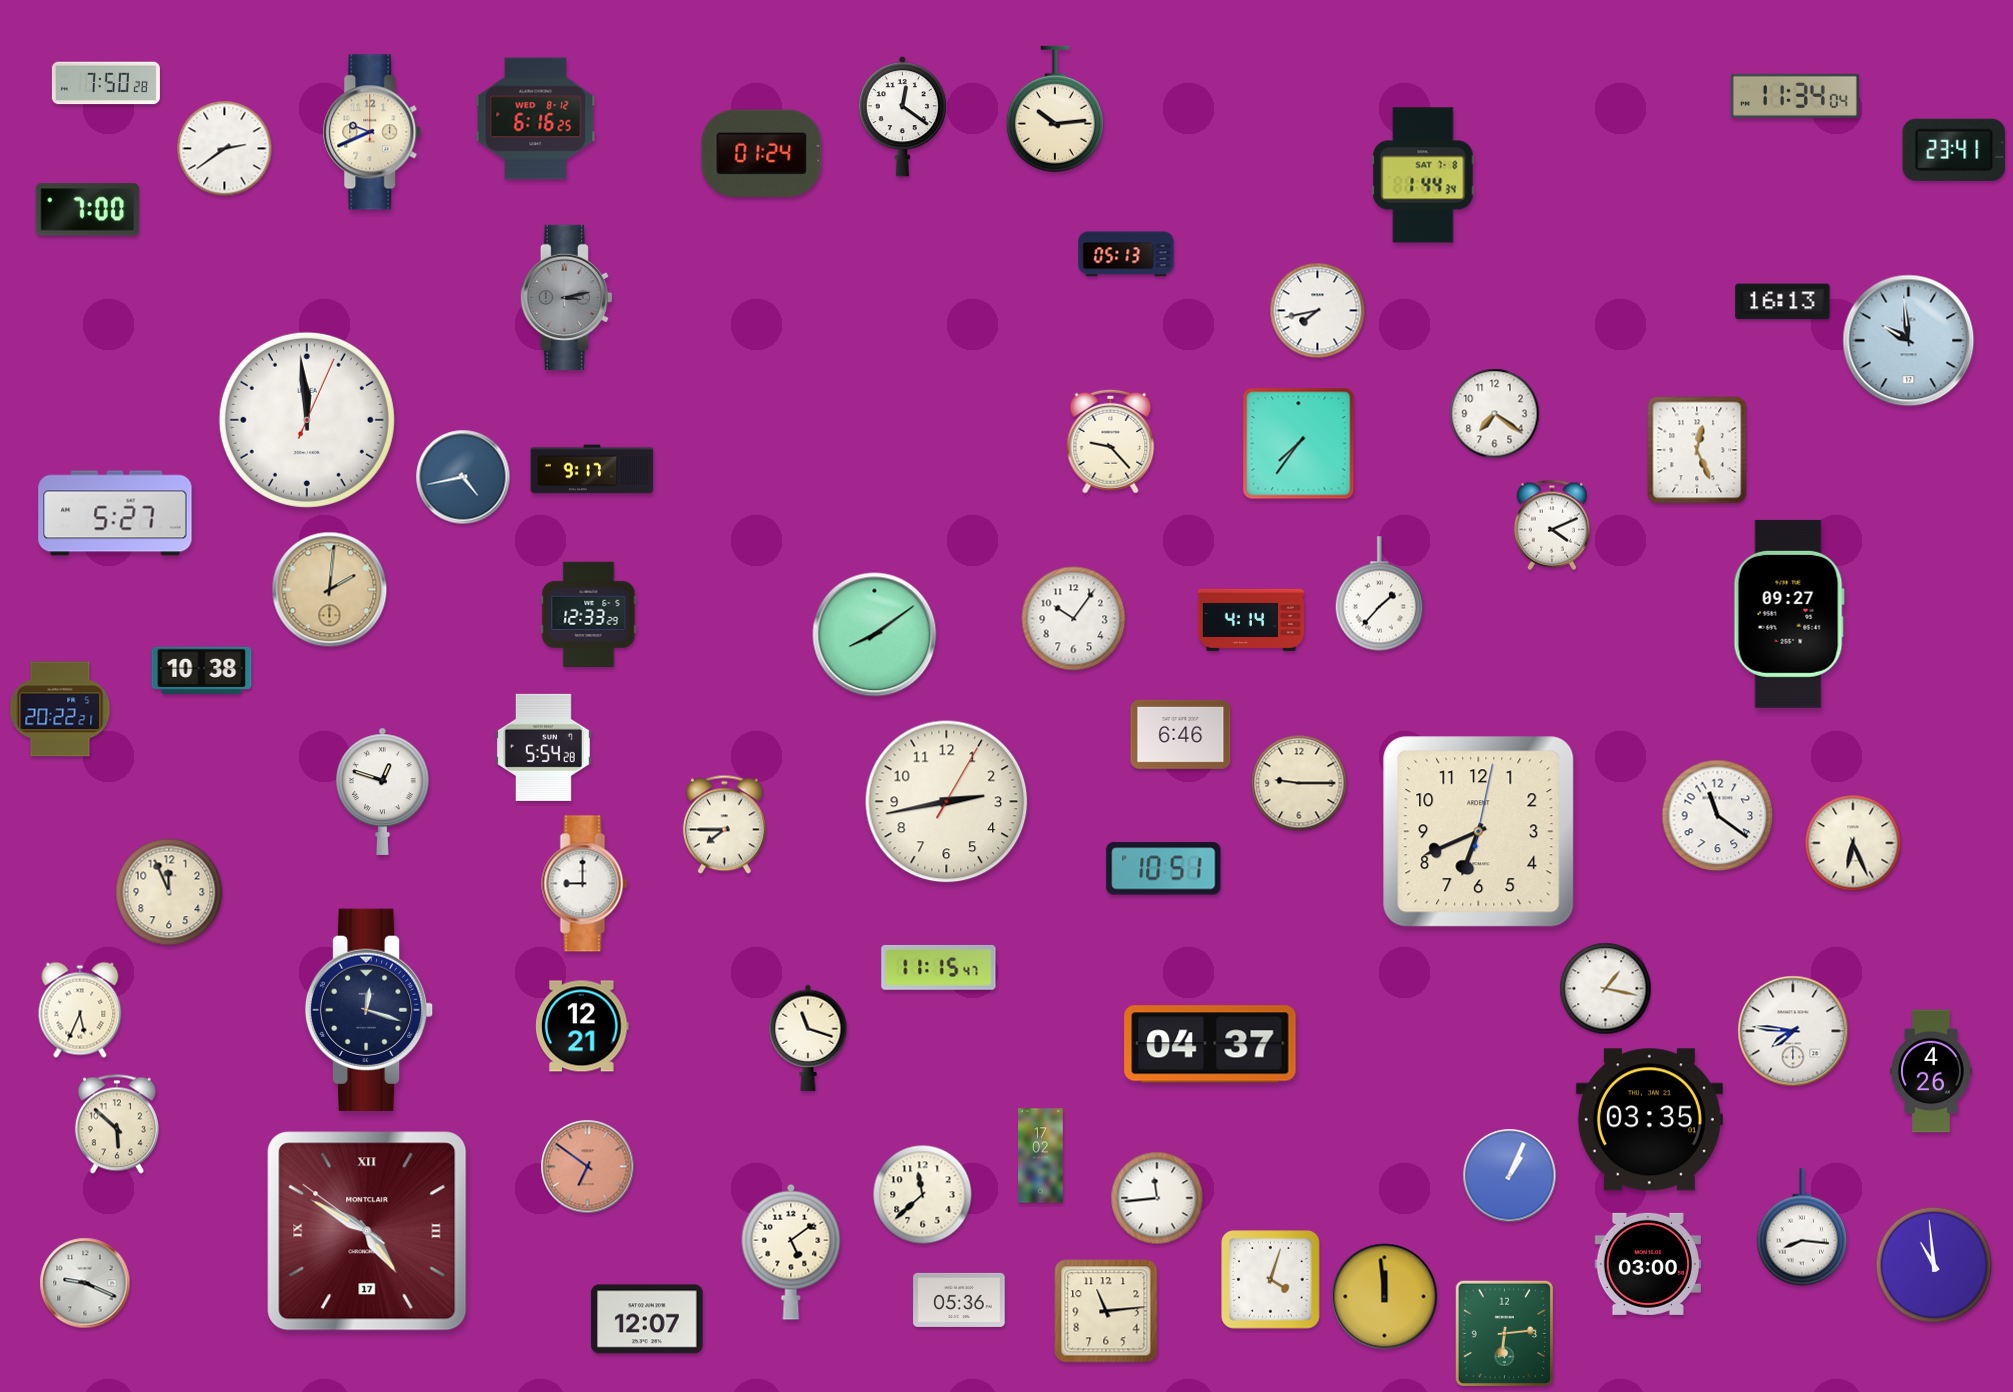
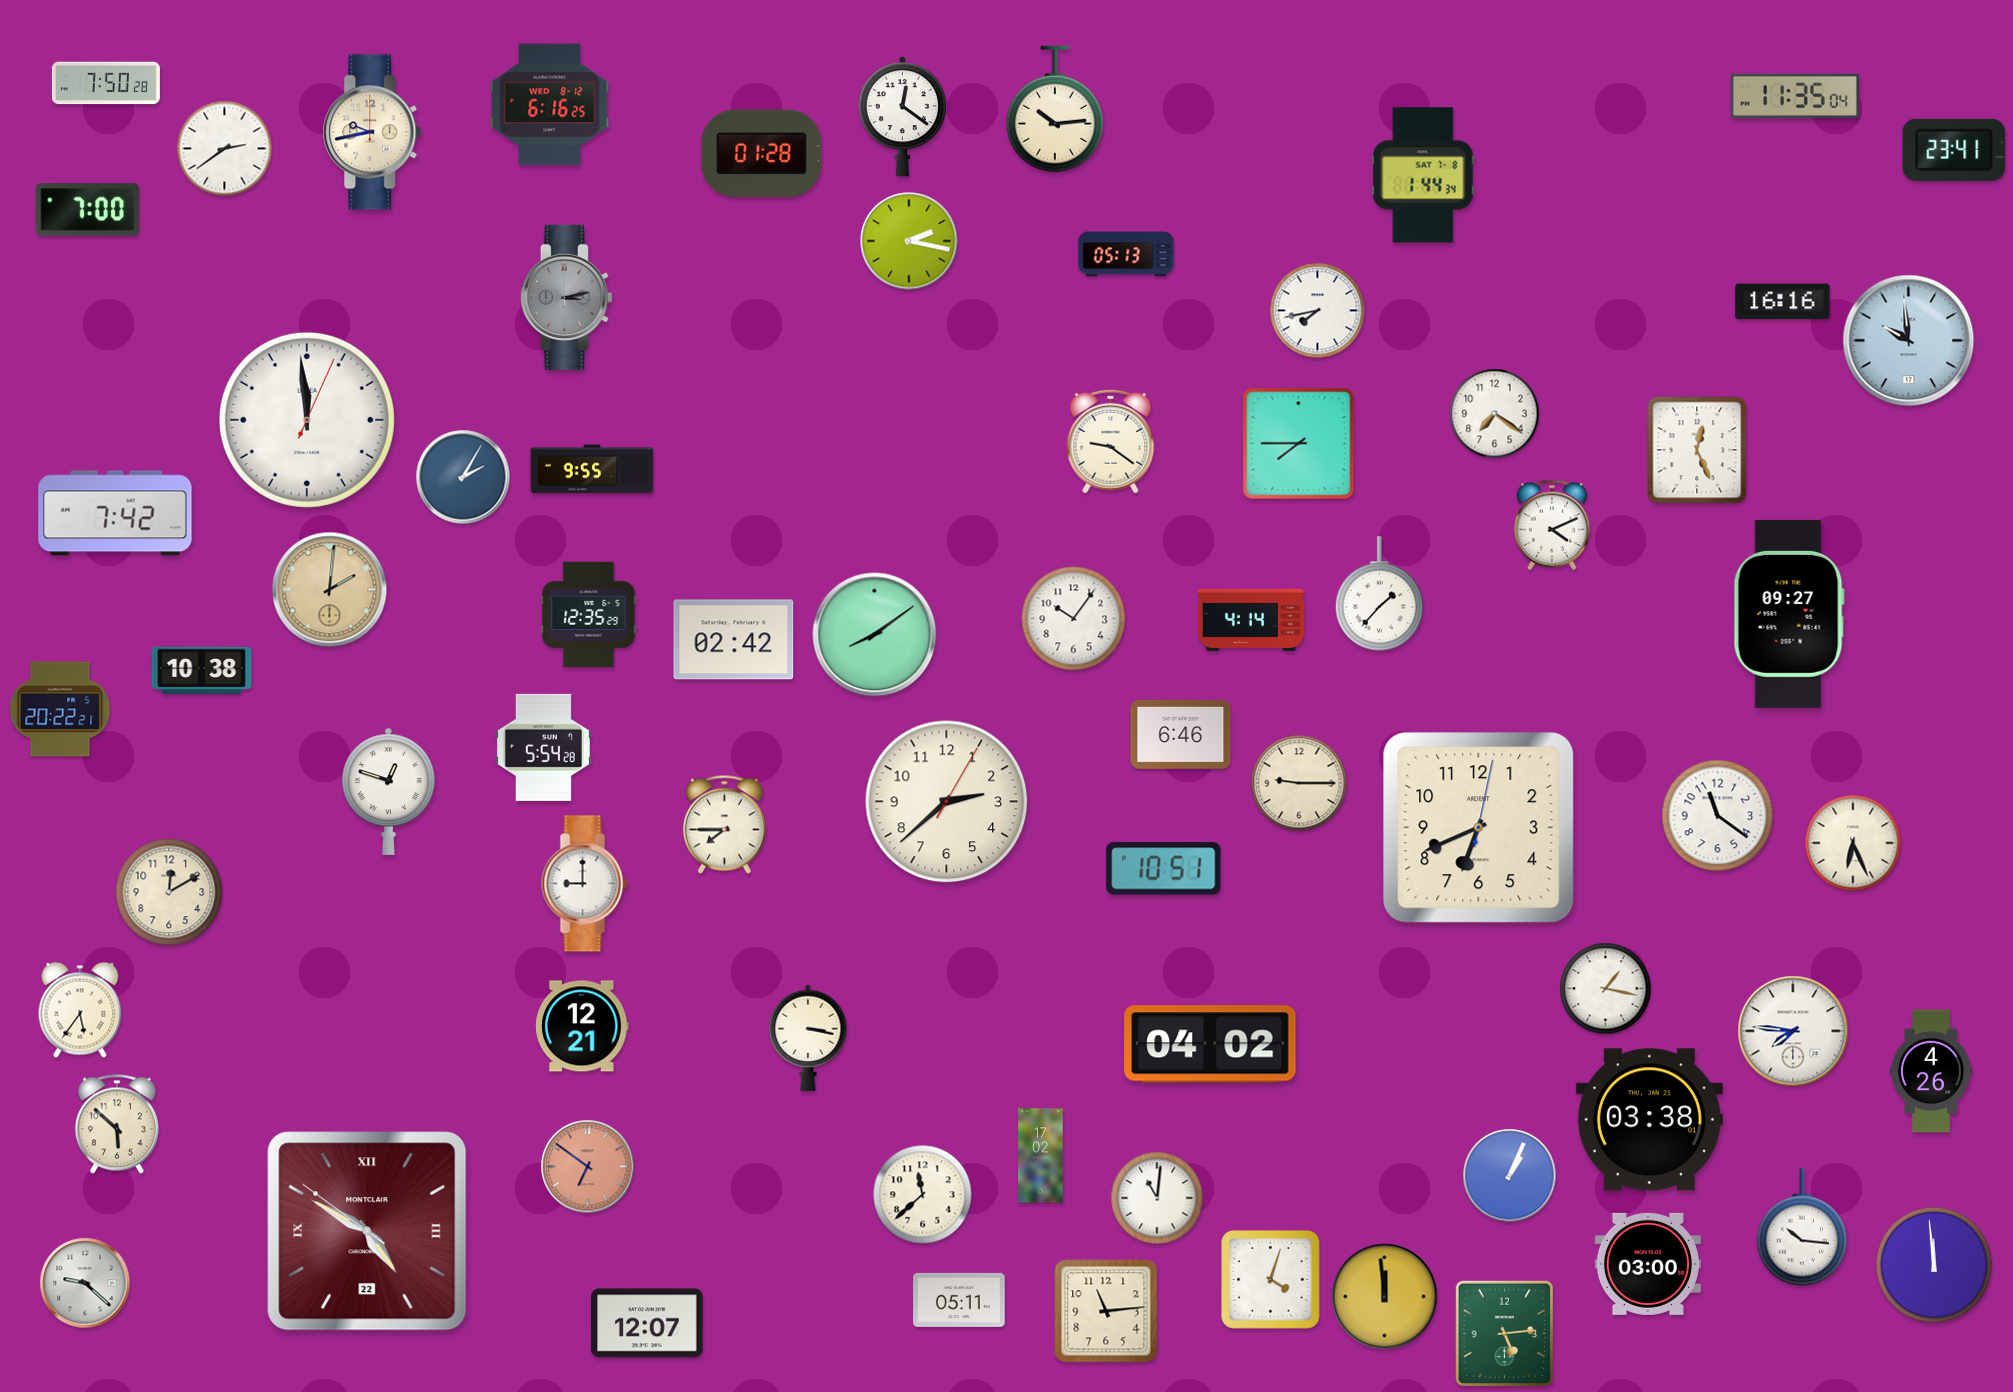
clock at (1795, 96): 11:34 -> 11:35
clock at (536, 119) position: (536, 119) -> (550, 105)
clock at (372, 132): 9:41 -> 9:43
clock at (762, 153): 01:24 -> 01:28
clock at (909, 241): none -> 2:17
clock at (1783, 302): 16:13 -> 16:16
clock at (1111, 441): 9:23 -> 9:21
clock at (1299, 444): 7:36 -> 7:45
clock at (592, 469): 9:17 -> 9:55
clock at (463, 477): 4:43 -> 2:05
clock at (115, 513): 5:27 -> 7:42
clock at (589, 614): 12:33 -> 12:35
clock at (734, 640): none -> 02:42
clock at (383, 791) position: (383, 791) -> (389, 791)
clock at (947, 802): 2:43 -> 2:38
clock at (1479, 832) position: (1479, 832) -> (1479, 828)
clock at (169, 892): 11:56 -> 12:10
clock at (939, 967): 11:15 -> none
clock at (80, 1010): 5:34 -> 5:36
clock at (369, 1010): 12:18 -> none
clock at (808, 1038): 11:18 -> 3:17
clock at (1210, 1044): 04:37 -> 04:02
clock at (1649, 1120): 03:35 -> 03:38
clock at (1157, 1198): 11:44 -> 11:01
clock at (1801, 1227): 8:16 -> 10:16
clock at (367, 1231) date: 17 -> 22
clock at (791, 1252): 5:09 -> none
clock at (1934, 1265): 10:59 -> 11:59
clock at (85, 1283): 9:19 -> 9:22
clock at (959, 1300): 05:36 -> 05:11
clock at (647, 1319) position: (647, 1319) -> (647, 1323)
clock at (1505, 1334): 6:14 -> 5:14
